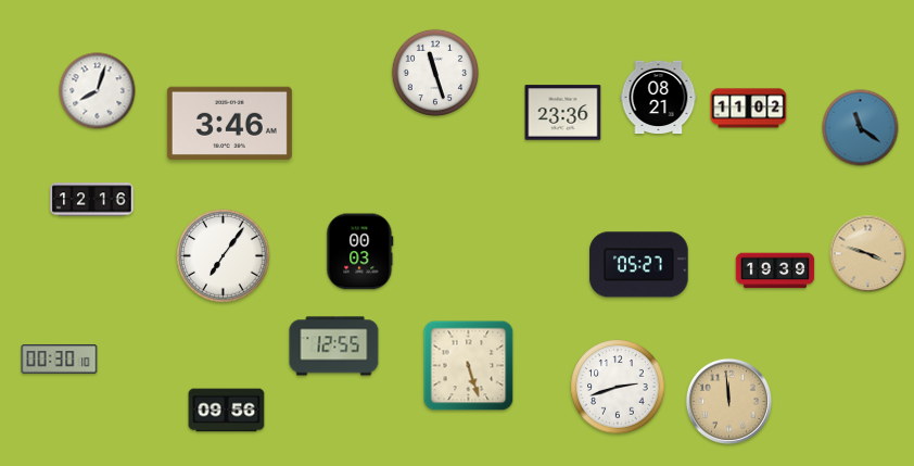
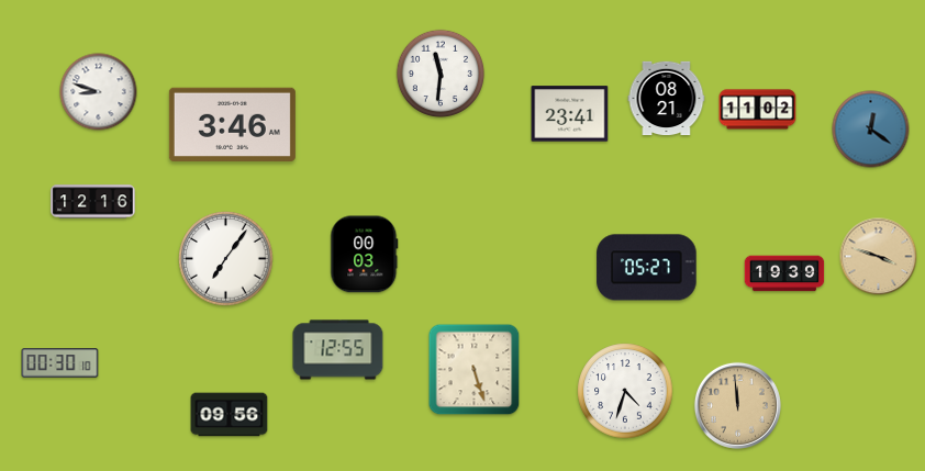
clock at (435, 73): 11:27 -> 11:31
clock at (98, 91): 8:03 -> 8:48
clock at (563, 113): 23:36 -> 23:41
clock at (861, 128): 11:21 -> 12:21
clock at (618, 387): 2:42 -> 4:33
